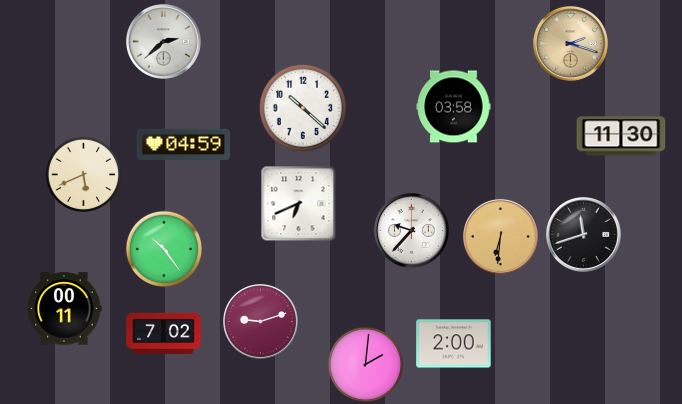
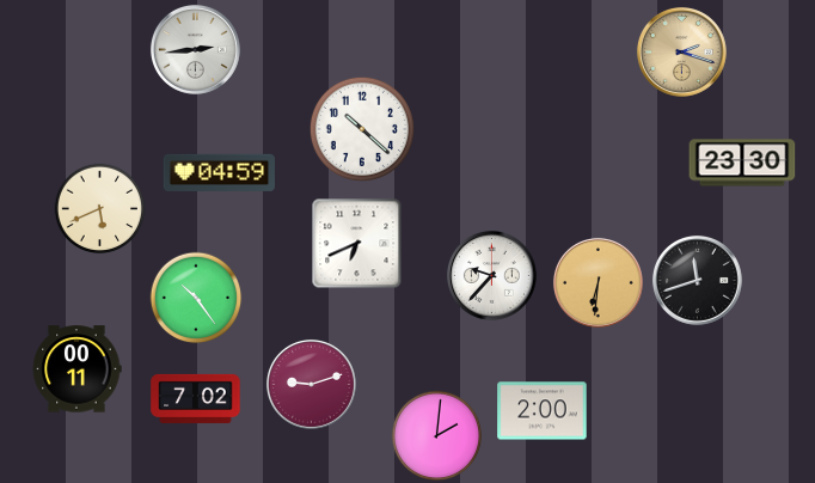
clock at (163, 41): 2:38 -> 2:44
clock at (454, 107): 03:58 -> none
clock at (621, 136): 11:30 -> 23:30
